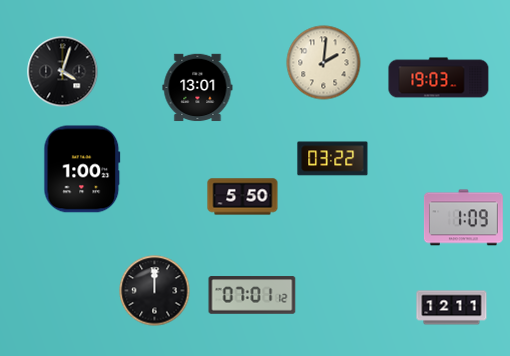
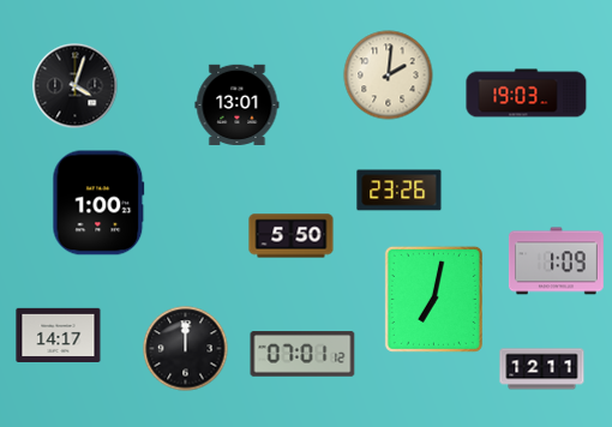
clock at (333, 159): 03:22 -> 23:26
clock at (433, 299): none -> 7:02
clock at (59, 335): none -> 14:17
